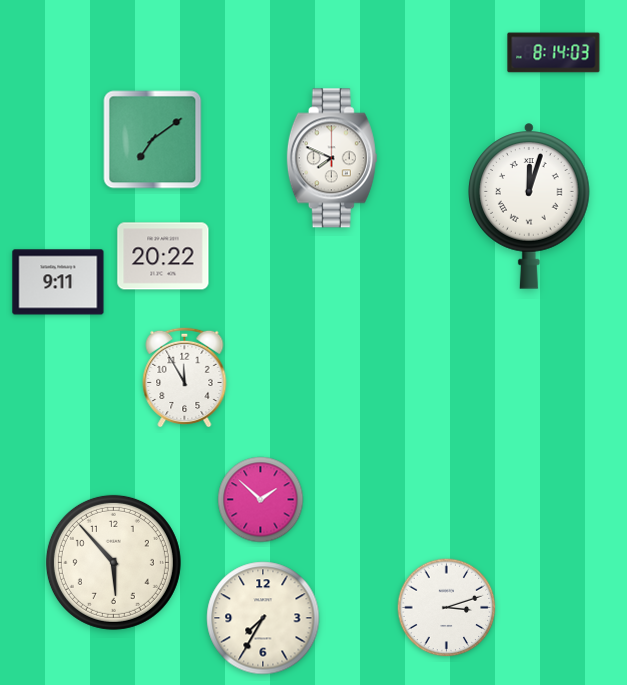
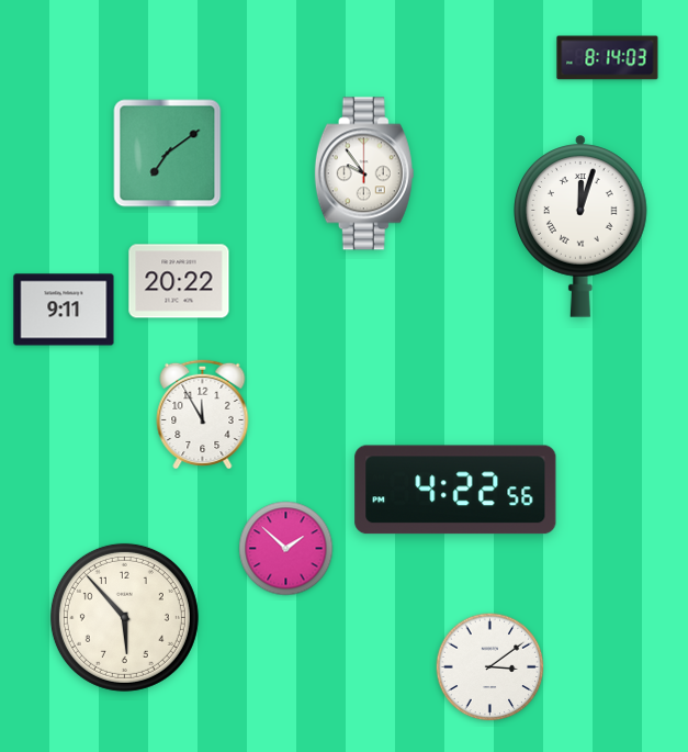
clock at (332, 158): 7:49 -> 9:54
clock at (455, 490): none -> 4:22
clock at (447, 608): 3:12 -> 3:09
clock at (263, 618): 7:35 -> none
